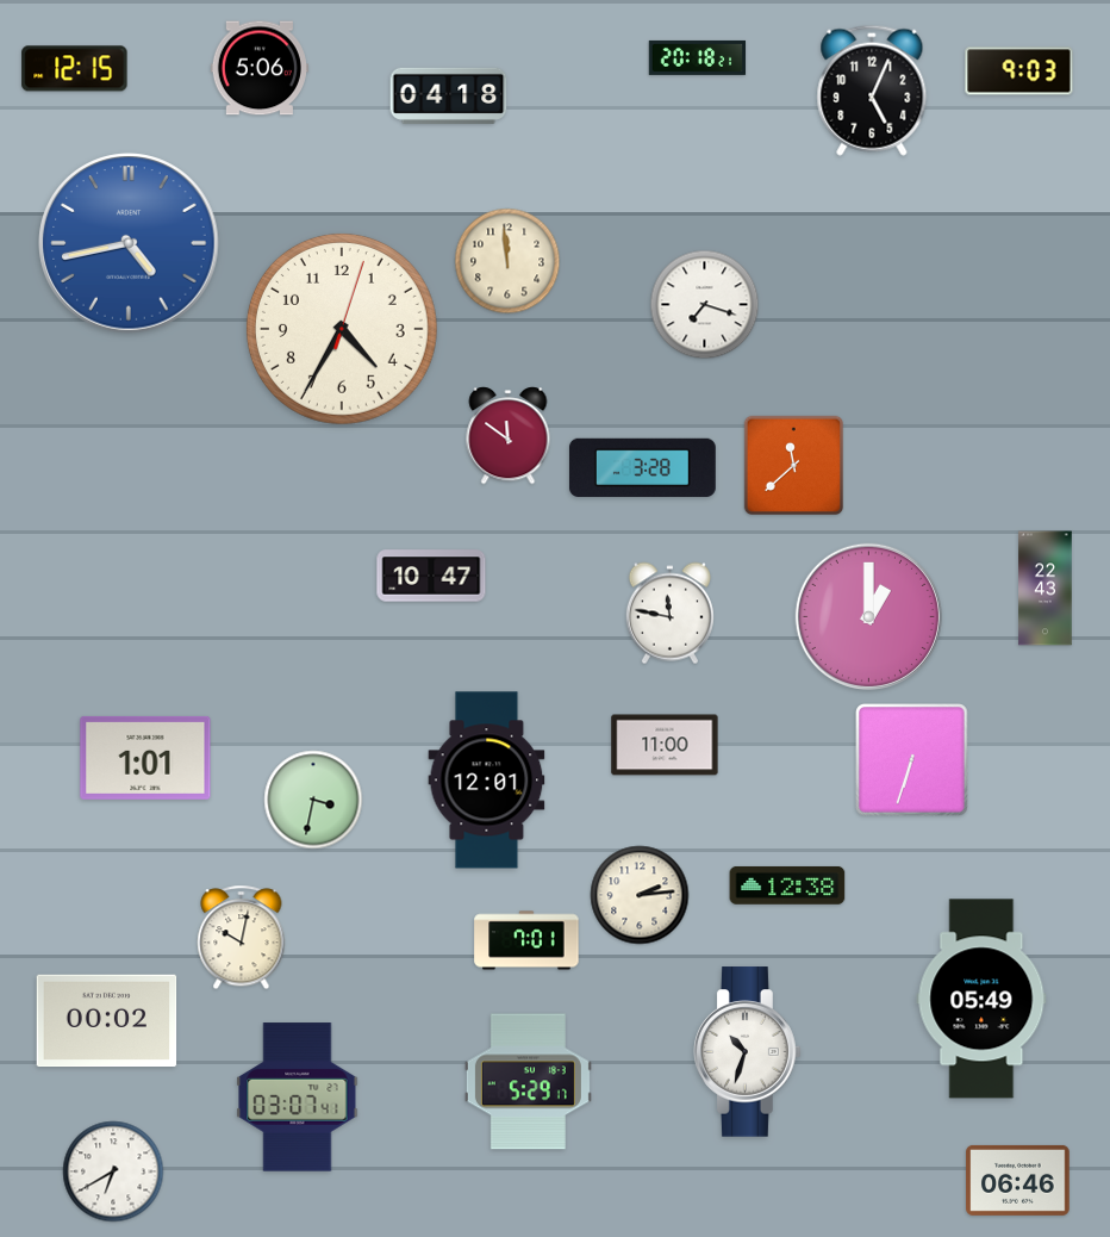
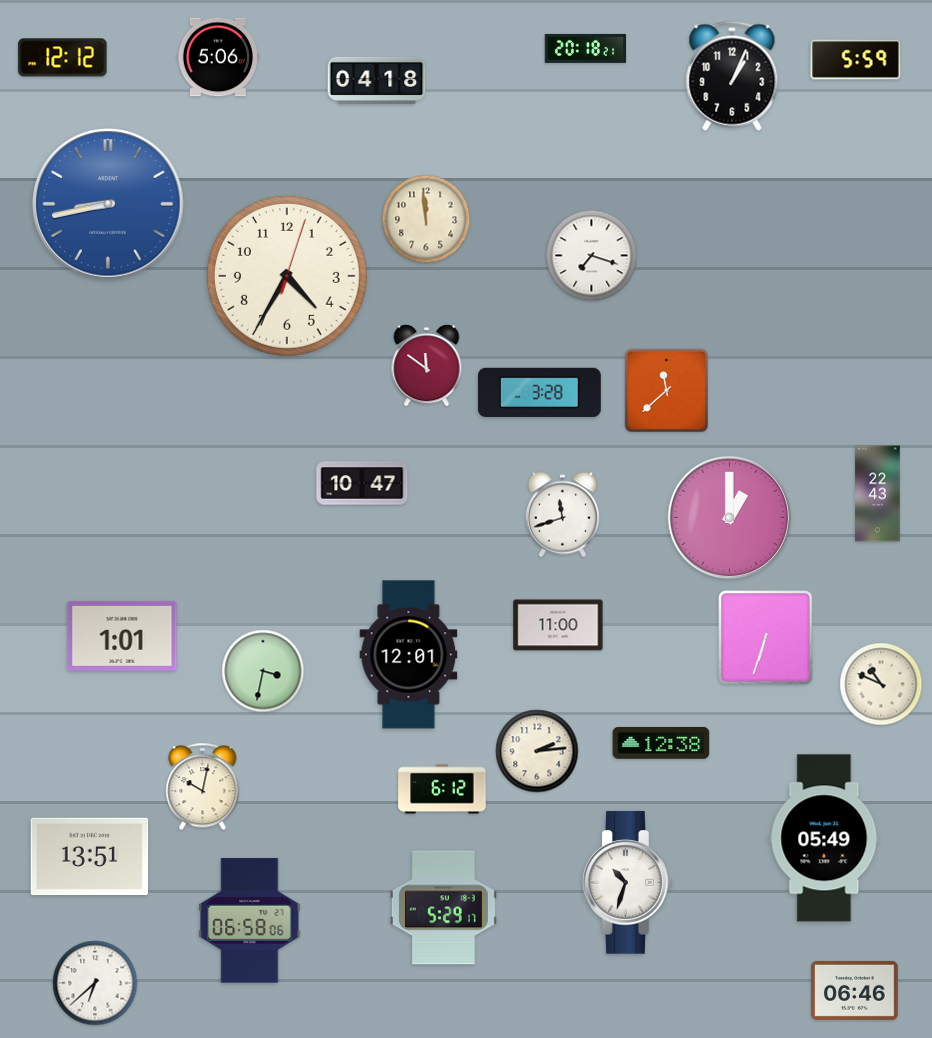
clock at (75, 69): 12:15 -> 12:12
clock at (1019, 72): 9:03 -> 5:59
clock at (872, 91): 5:04 -> 1:04
clock at (129, 243): 4:43 -> 8:43
clock at (669, 614): 11:47 -> 11:42
clock at (881, 684): none -> 10:49
clock at (526, 940): 7:01 -> 6:12
clock at (107, 1021): 00:02 -> 13:51
clock at (298, 1098): 03:07 -> 06:58
clock at (113, 1171): 6:40 -> 6:38
